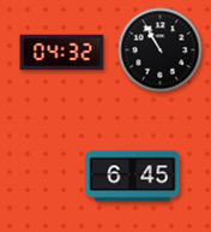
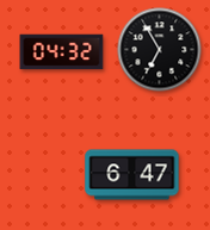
clock at (161, 50): 10:55 -> 6:55
clock at (133, 177): 6:45 -> 6:47
